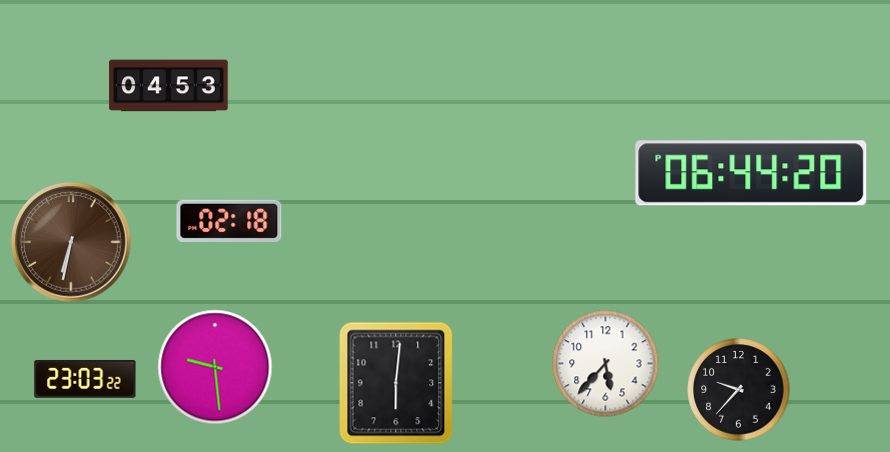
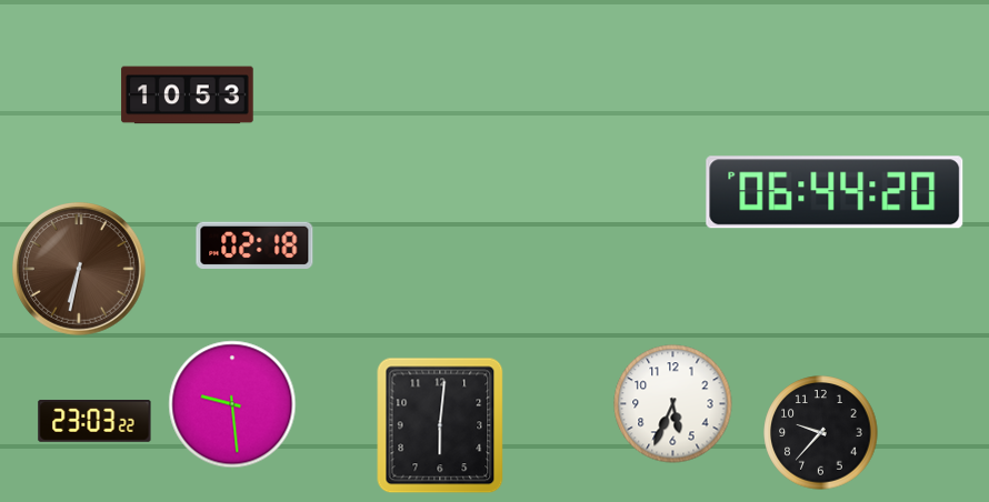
clock at (169, 86): 04:53 -> 10:53
clock at (606, 364): 5:37 -> 5:34
clock at (215, 367) position: (215, 367) -> (232, 404)
